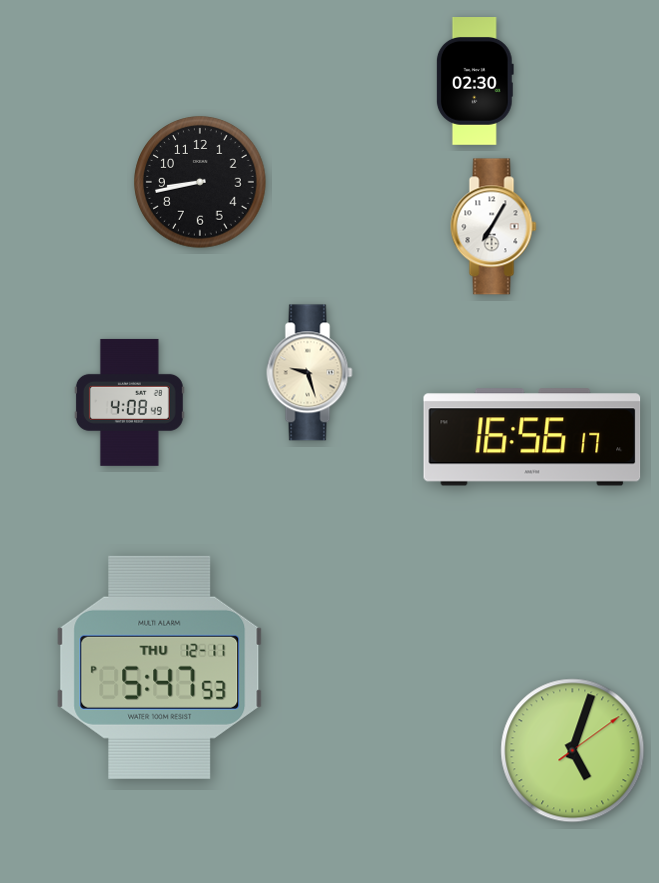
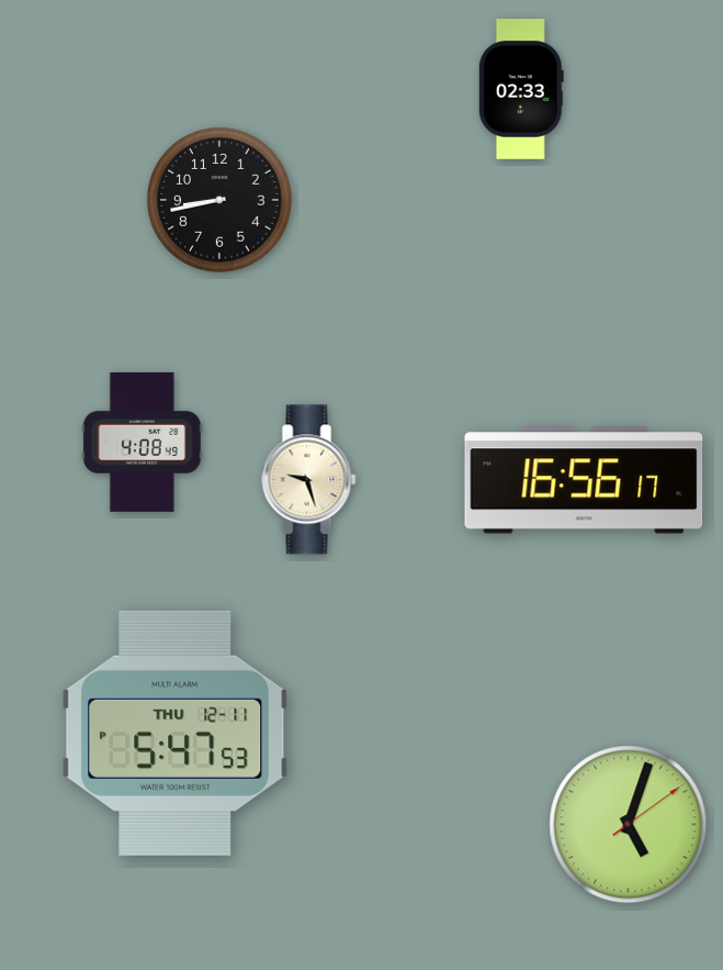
clock at (475, 82): 02:30 -> 02:33
clock at (494, 227): 7:05 -> none
clock at (310, 373) position: (310, 373) -> (309, 480)
